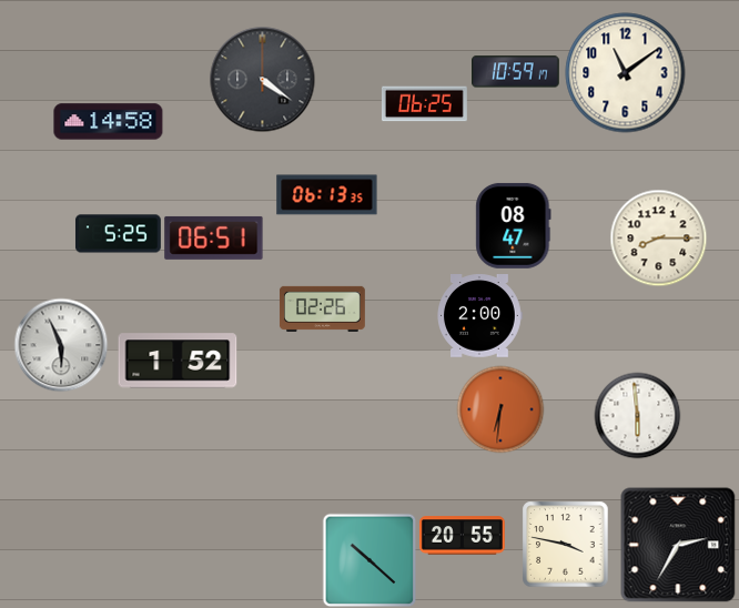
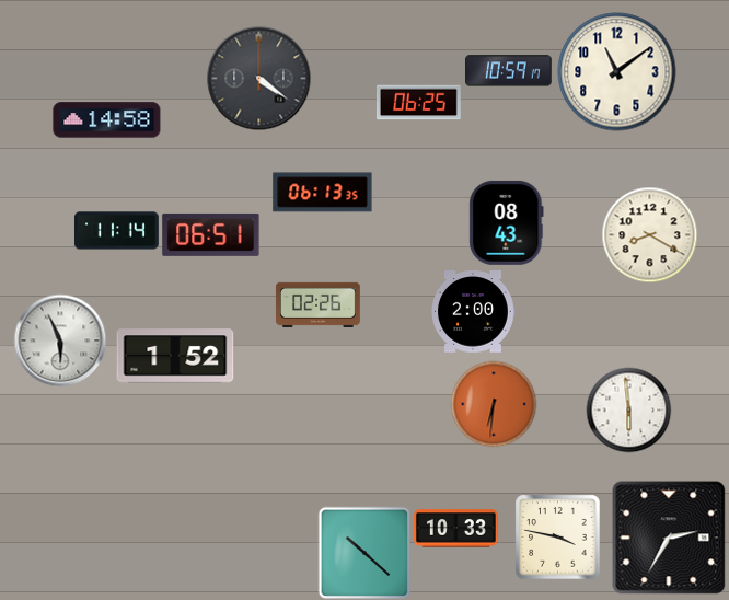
clock at (514, 225): 08:47 -> 08:43
clock at (118, 234): 5:25 -> 11:14
clock at (658, 237): 8:15 -> 8:20
clock at (462, 536): 20:55 -> 10:33
